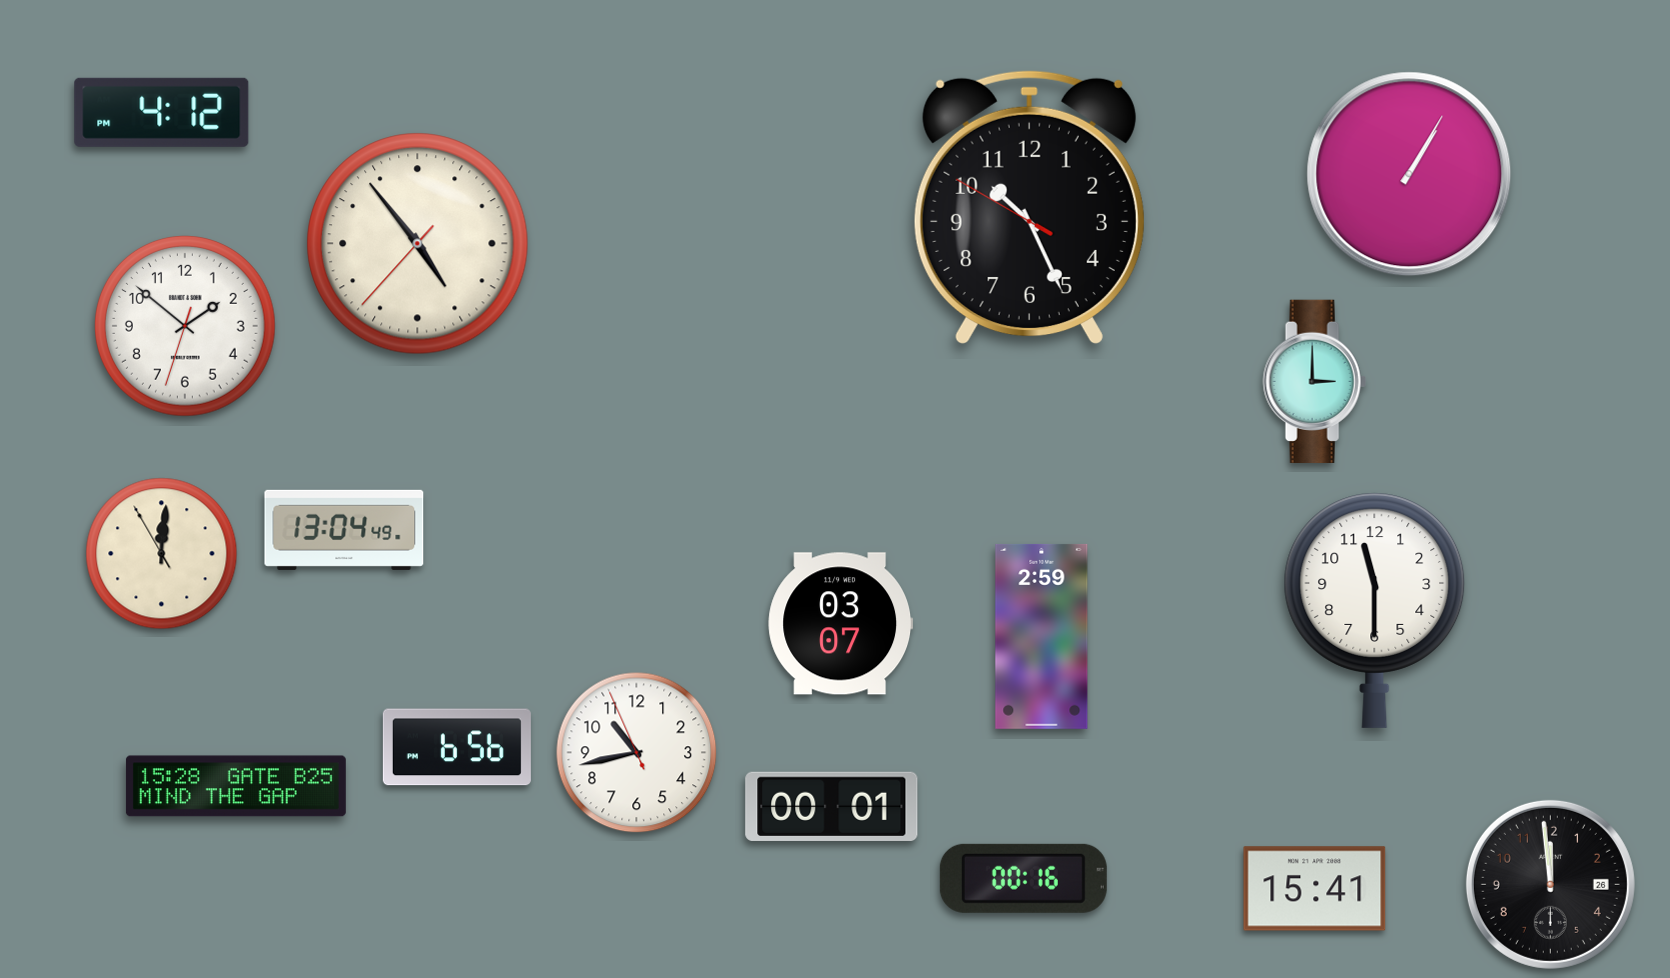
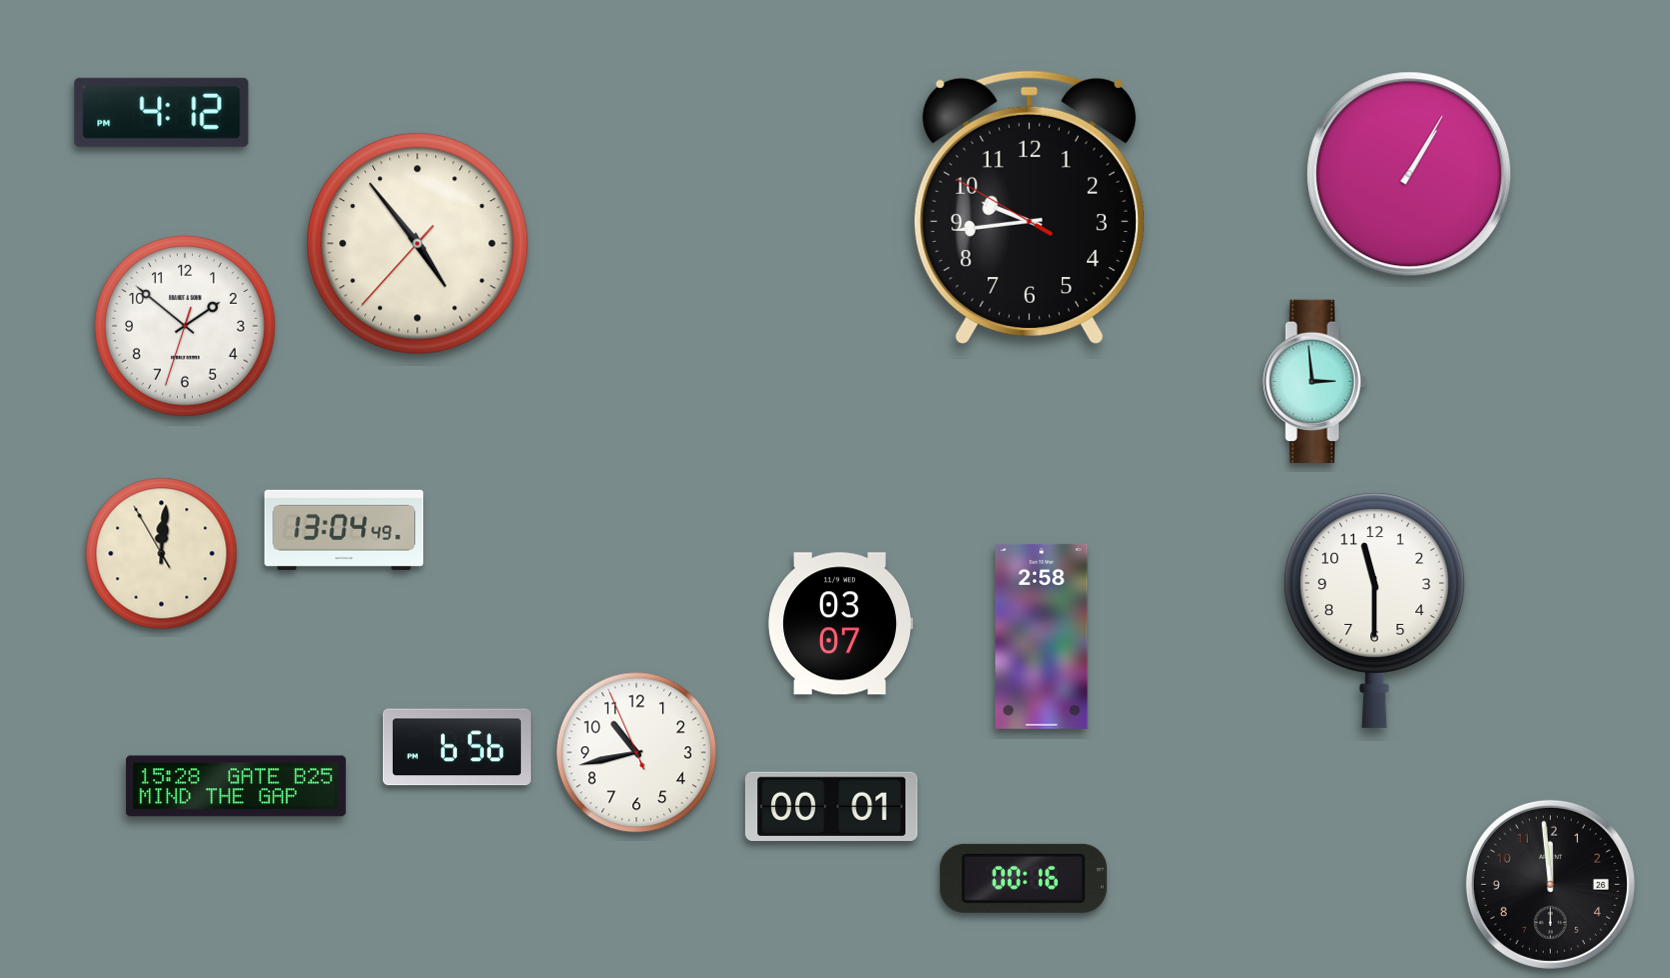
clock at (1029, 208): 10:25 -> 9:43
clock at (1314, 381): 3:00 -> 2:59
clock at (1042, 636): 2:59 -> 2:58
clock at (1315, 889): 15:41 -> none
